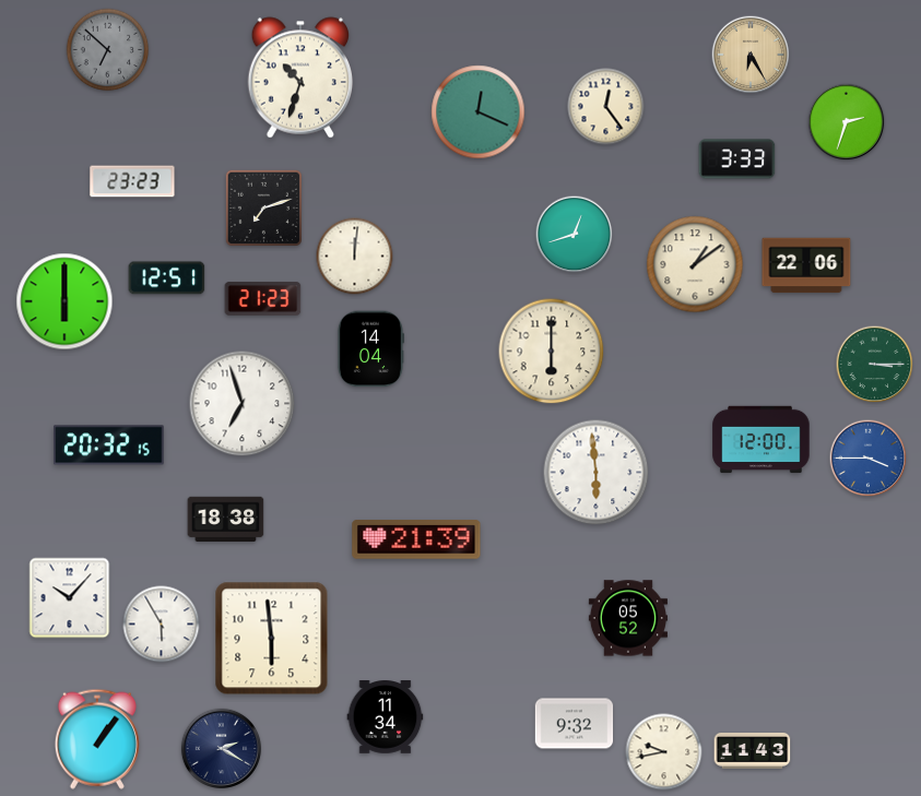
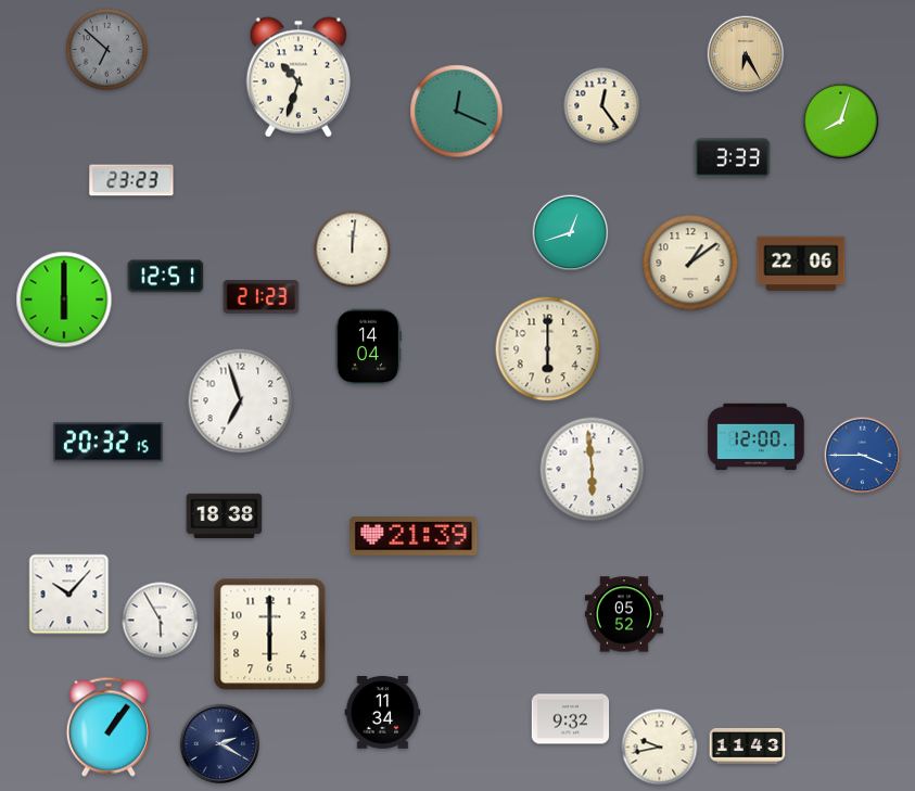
clock at (479, 112) position: (479, 112) -> (457, 112)
clock at (847, 122): 2:33 -> 8:03
clock at (263, 207): 7:12 -> none
clock at (355, 257) position: (355, 257) -> (353, 250)
clock at (875, 365): 3:15 -> none
clock at (272, 639): 5:59 -> 6:00
clock at (97, 739) position: (97, 739) -> (109, 727)
